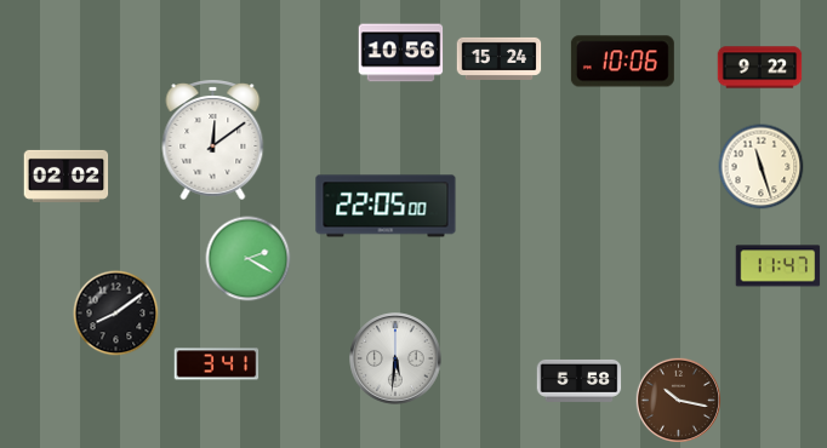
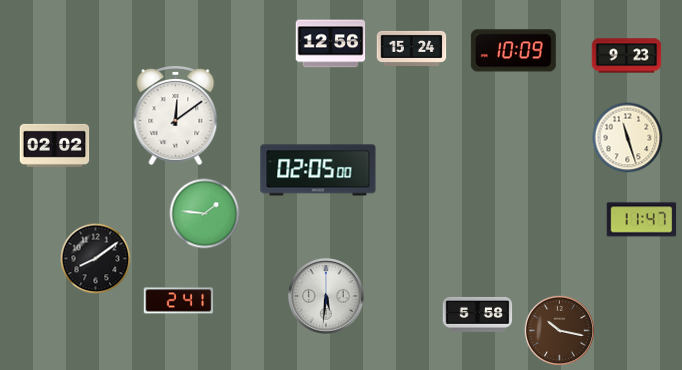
clock at (401, 53): 10:56 -> 12:56
clock at (622, 62): 10:06 -> 10:09
clock at (760, 68): 9:22 -> 9:23
clock at (386, 206): 22:05 -> 02:05
clock at (249, 259): 2:20 -> 1:46
clock at (217, 364): 3:41 -> 2:41
